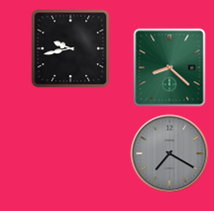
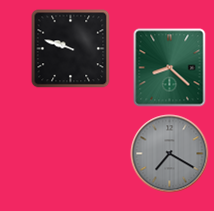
clock at (70, 48): 9:43 -> 9:48
